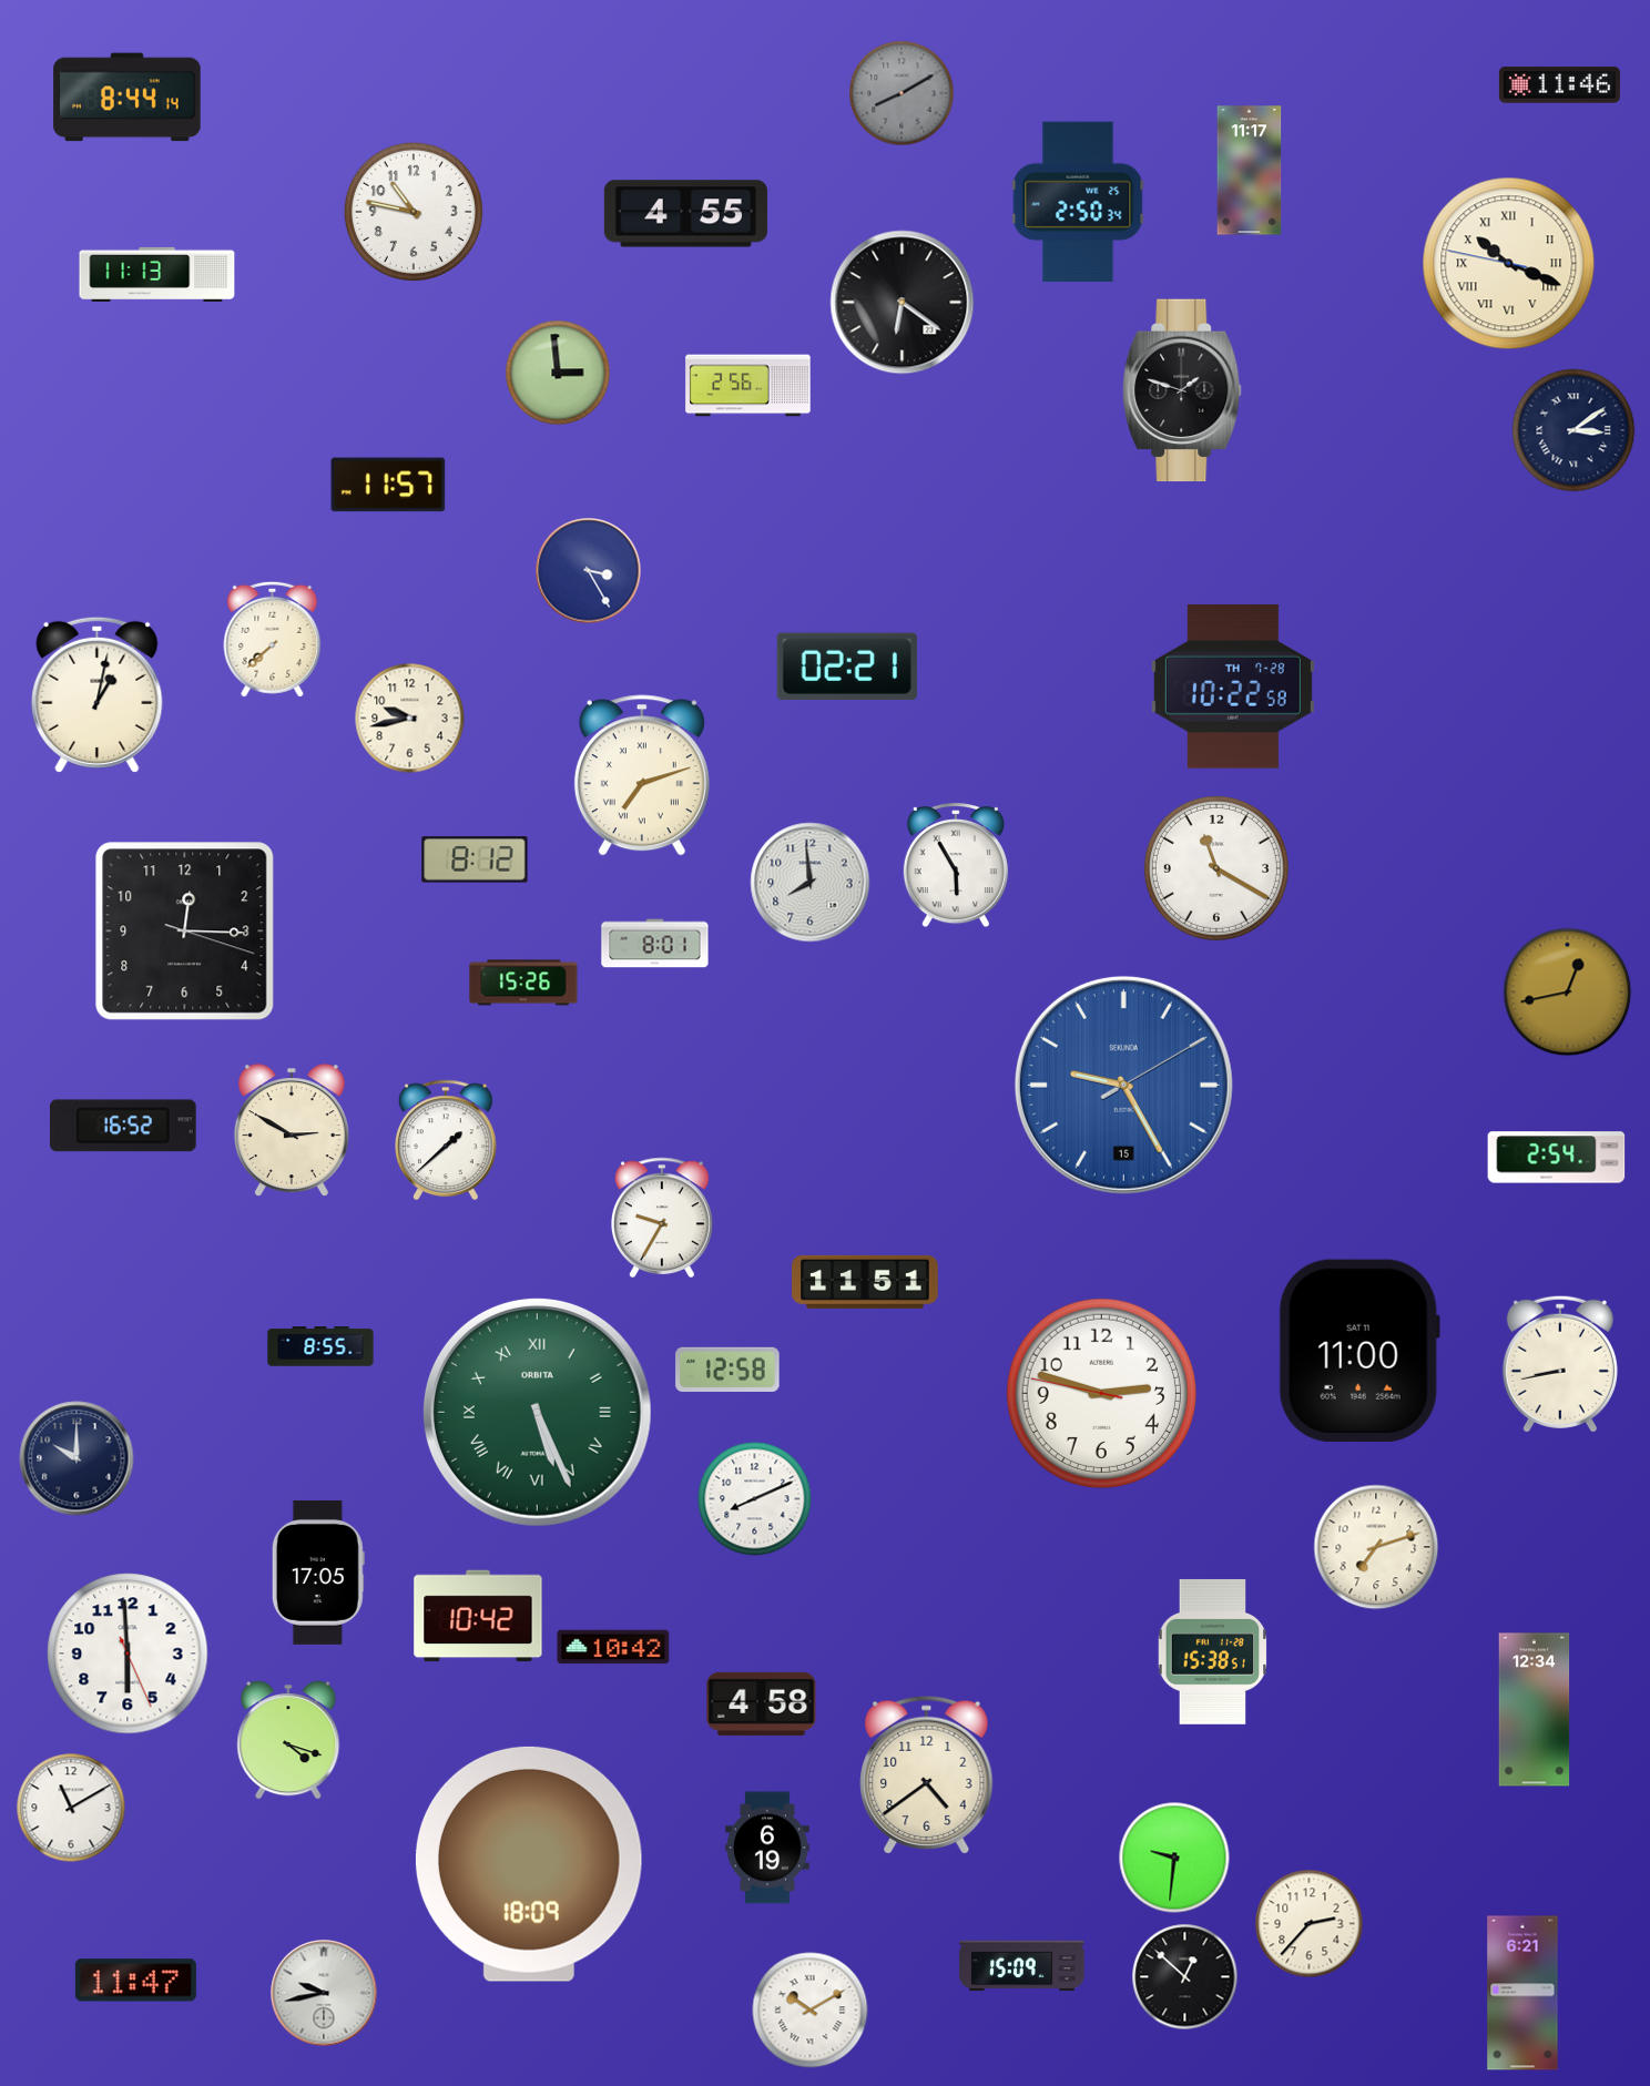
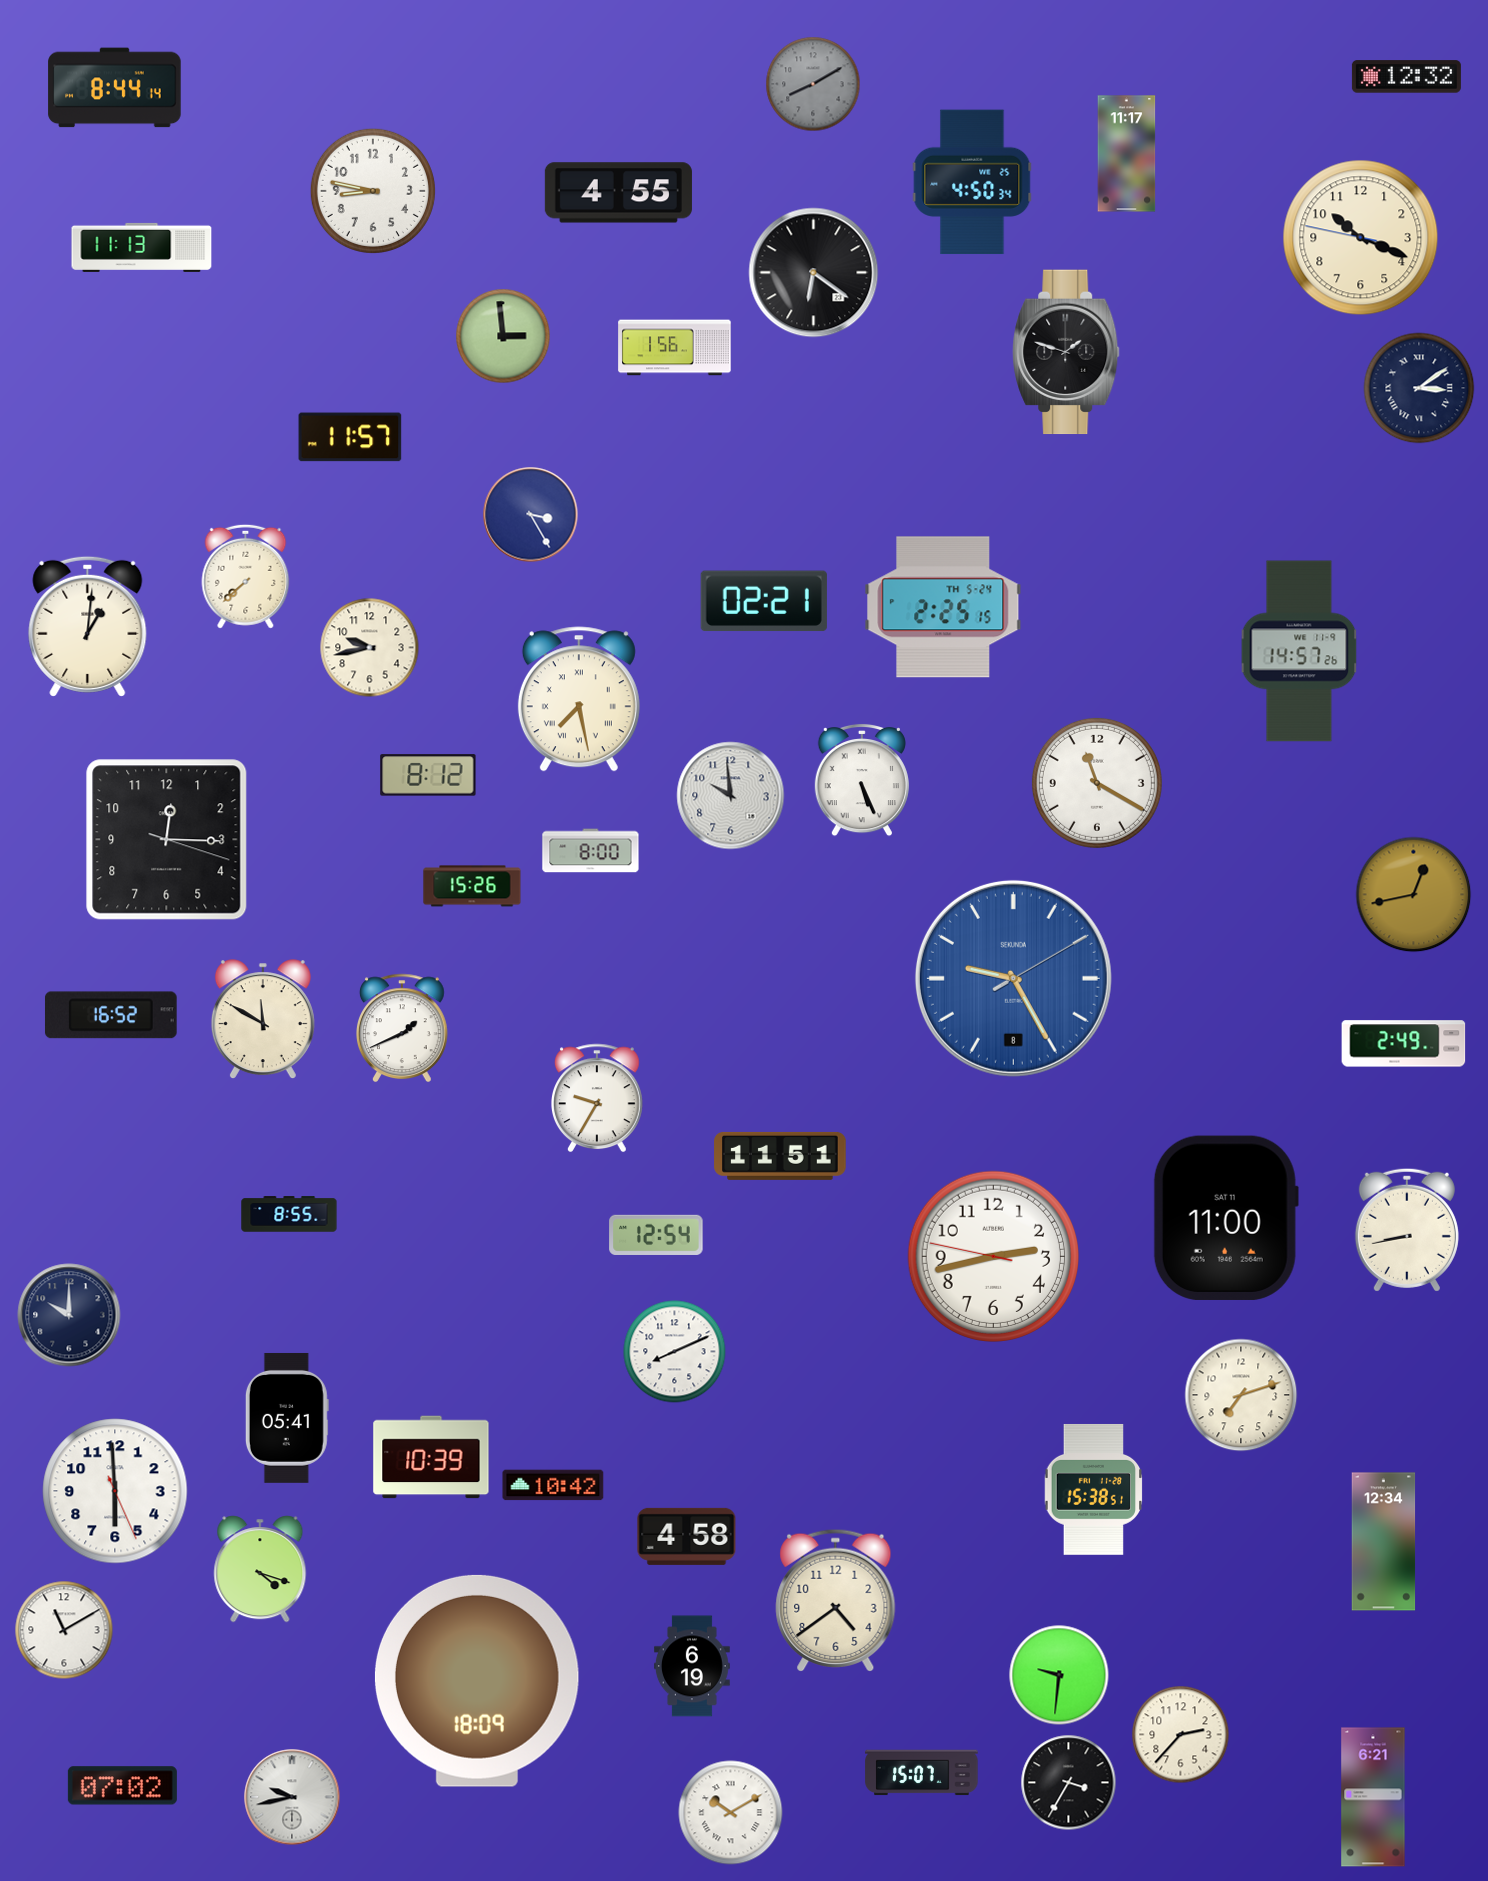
clock at (1559, 85): 11:46 -> 12:32
clock at (1078, 202): 2:50 -> 4:50
clock at (414, 212): 10:47 -> 8:47
clock at (1509, 264) numerals: Roman -> Arabic
clock at (748, 386): 2:56 -> 1:56
clock at (943, 607): none -> 2:25
clock at (1233, 688): 10:22 -> none
clock at (98, 694): 1:02 -> 1:01
clock at (1299, 651): none -> 14:57
clock at (642, 775): 7:12 -> 7:28
clock at (956, 865): 5:55 -> 5:26
clock at (811, 883): 7:59 -> 9:59
clock at (655, 944): 8:01 -> 8:00
clock at (1123, 1085) date: 15 -> 8
clock at (292, 1131): 2:50 -> 11:50
clock at (447, 1140): 1:38 -> 1:41
clock at (1557, 1158): 2:54 -> 2:49
clock at (727, 1370): 12:58 -> 12:54
clock at (1101, 1393): 2:47 -> 2:42
clock at (537, 1412): 5:26 -> none
clock at (755, 1499) position: (755, 1499) -> (675, 1352)
clock at (318, 1573): 17:05 -> 05:41
clock at (478, 1616): 10:42 -> 10:39
clock at (1022, 1966): 15:09 -> 15:07
clock at (1185, 1977): 12:52 -> 3:35
clock at (135, 1981): 11:47 -> 07:02
